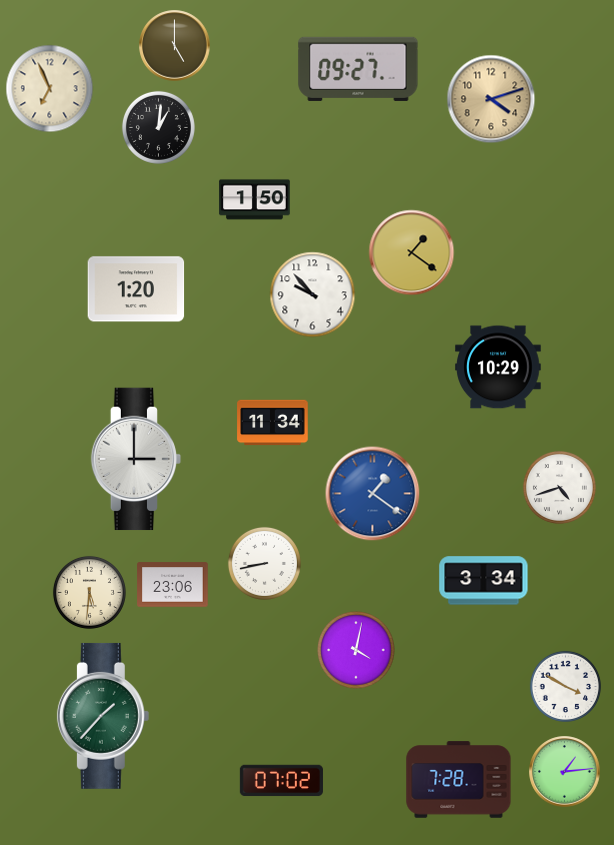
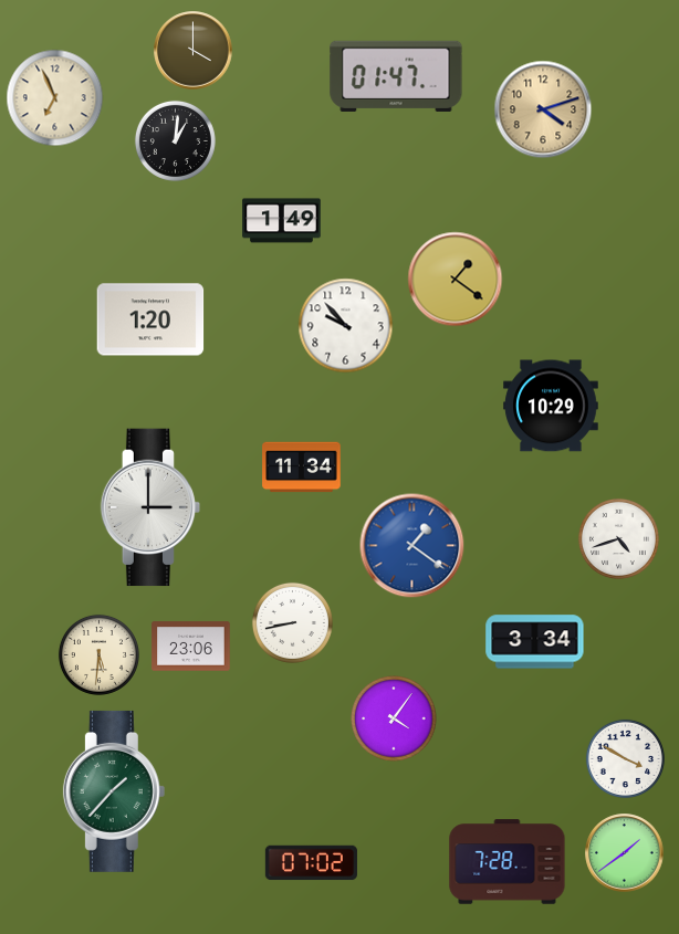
clock at (175, 46): 5:00 -> 4:00
clock at (358, 69): 09:27 -> 01:47
clock at (255, 200): 1:50 -> 1:49
clock at (356, 650): 4:02 -> 4:06
clock at (565, 772): 1:14 -> 1:39
